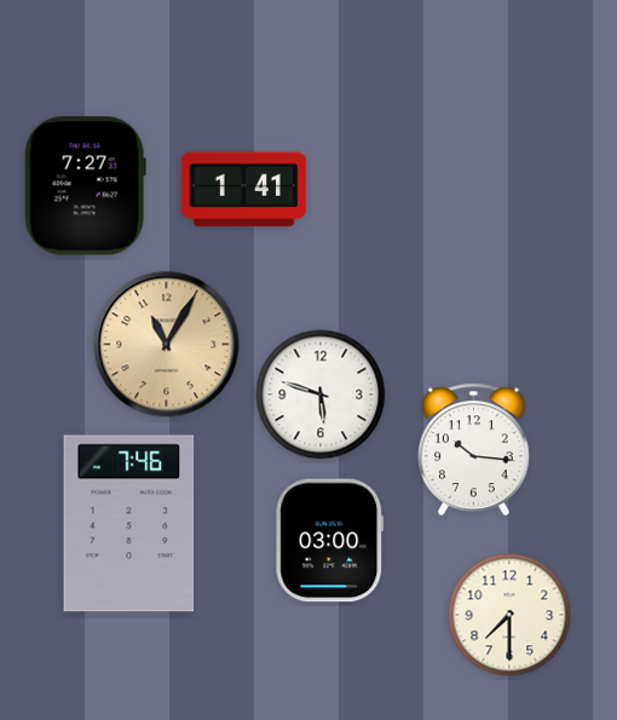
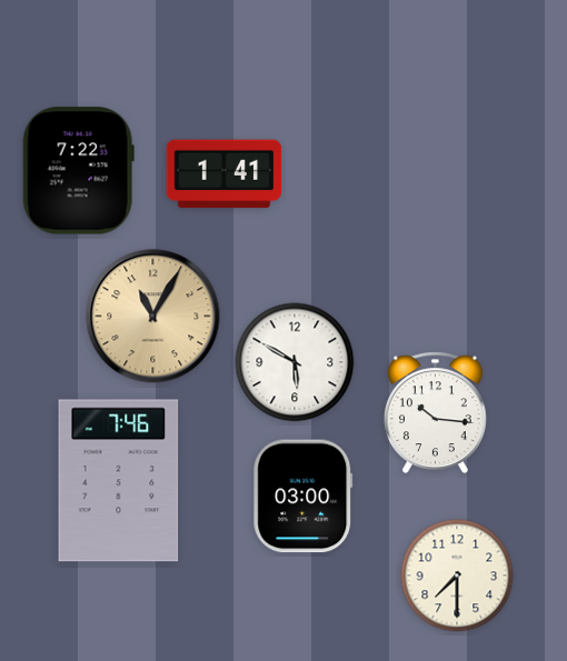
clock at (85, 186): 7:27 -> 7:22
clock at (321, 394): 5:48 -> 5:50
clock at (509, 615) position: (509, 615) -> (457, 575)
